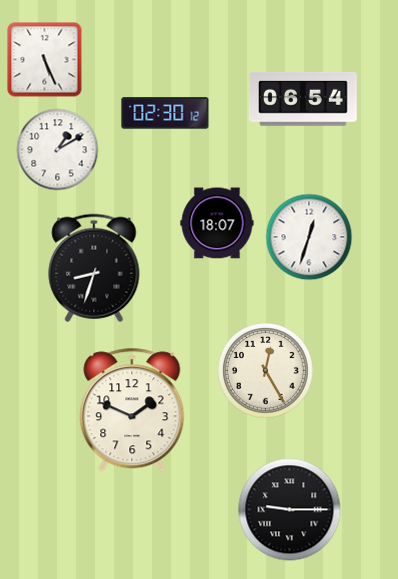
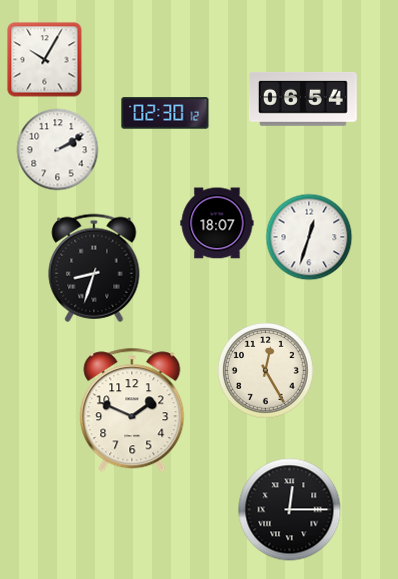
clock at (45, 60): 5:26 -> 10:05
clock at (58, 150): 1:10 -> 2:10
clock at (290, 510): 9:15 -> 12:15
